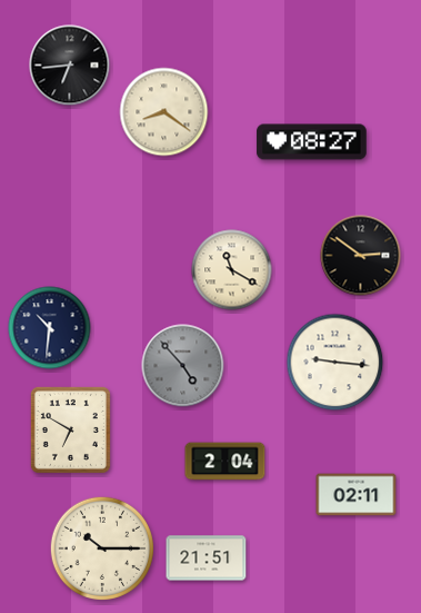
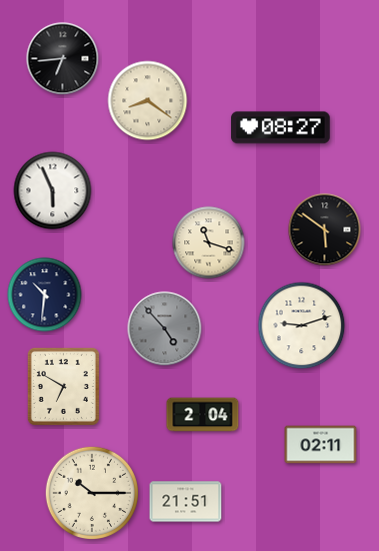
clock at (53, 191): none -> 5:56
clock at (361, 256): 2:51 -> 5:51
clock at (232, 270): 11:20 -> 11:18
clock at (335, 363): 9:16 -> 9:12
